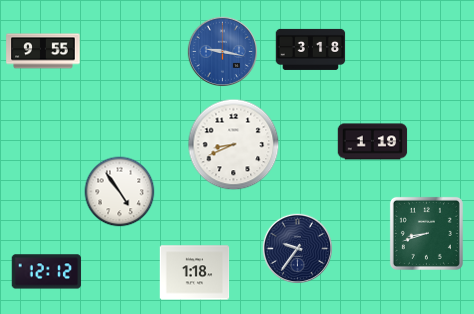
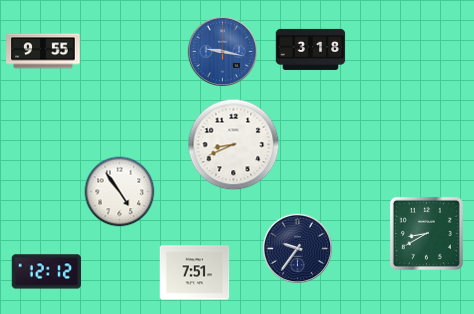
clock at (373, 142): 1:19 -> none
clock at (426, 233): 8:42 -> 8:40
clock at (195, 273): 1:18 -> 7:51
